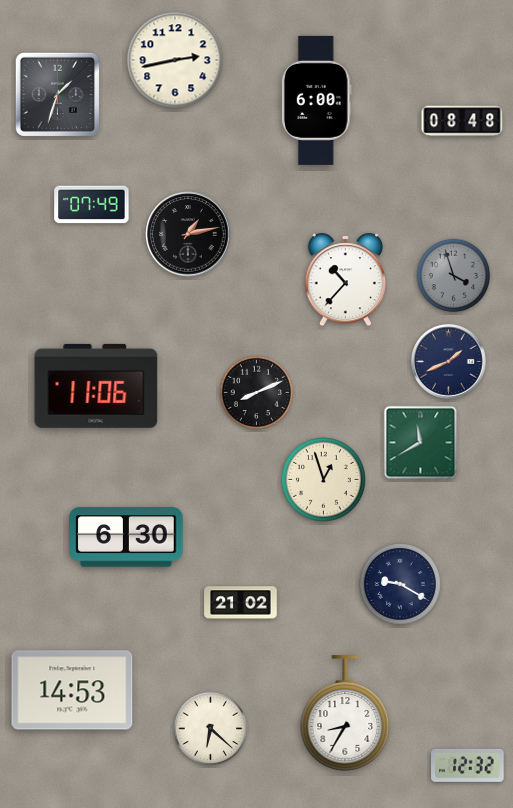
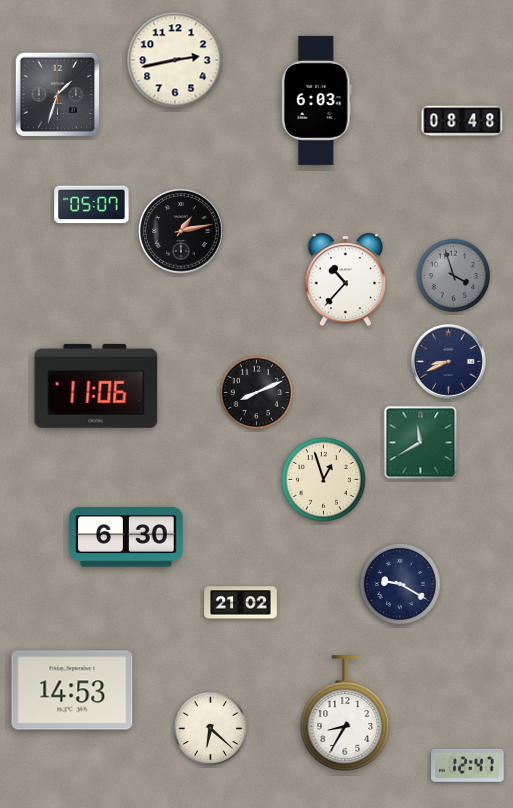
clock at (317, 100): 6:00 -> 6:03
clock at (92, 205): 07:49 -> 05:07
clock at (188, 234) position: (188, 234) -> (181, 231)
clock at (449, 362): 1:41 -> 8:41
clock at (468, 765): 12:32 -> 12:47
